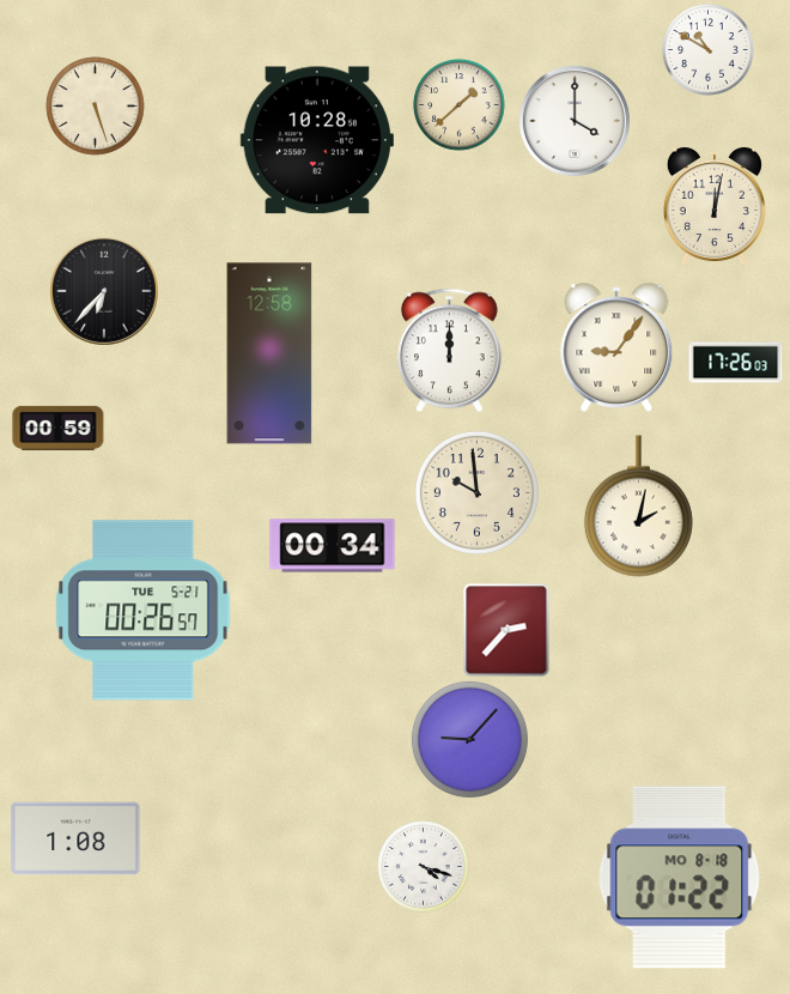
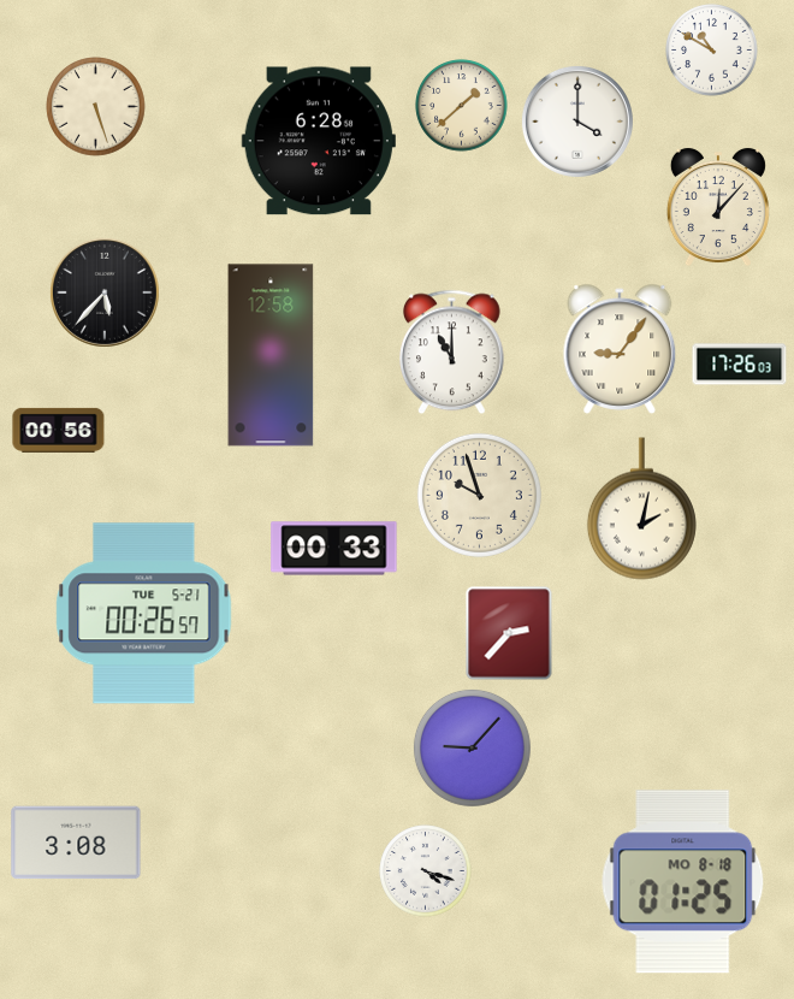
clock at (317, 140): 10:28 -> 6:28
clock at (715, 206): 12:02 -> 12:07
clock at (104, 291): 6:37 -> 5:37
clock at (450, 351): 12:00 -> 11:00
clock at (59, 428): 00:59 -> 00:56
clock at (476, 492): 9:59 -> 9:57
clock at (333, 546): 00:34 -> 00:33
clock at (469, 739) position: (469, 739) -> (472, 747)
clock at (75, 838): 1:08 -> 3:08
clock at (680, 878): 01:22 -> 01:25
